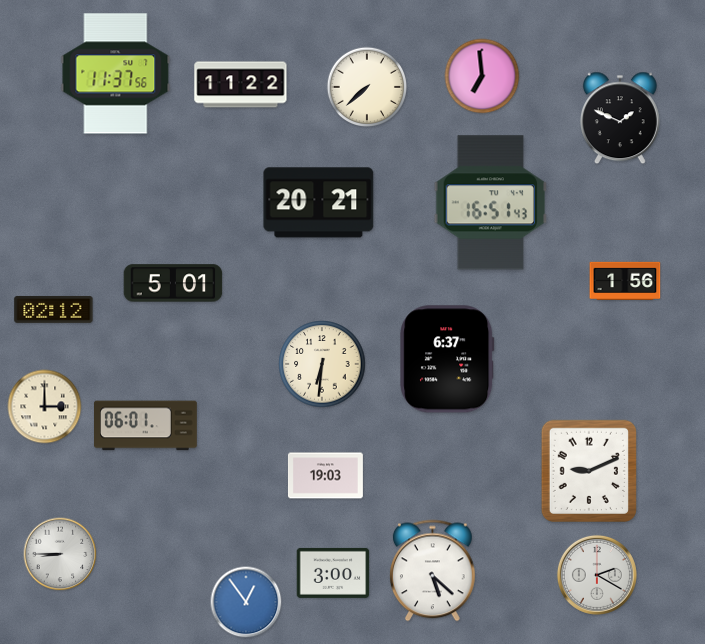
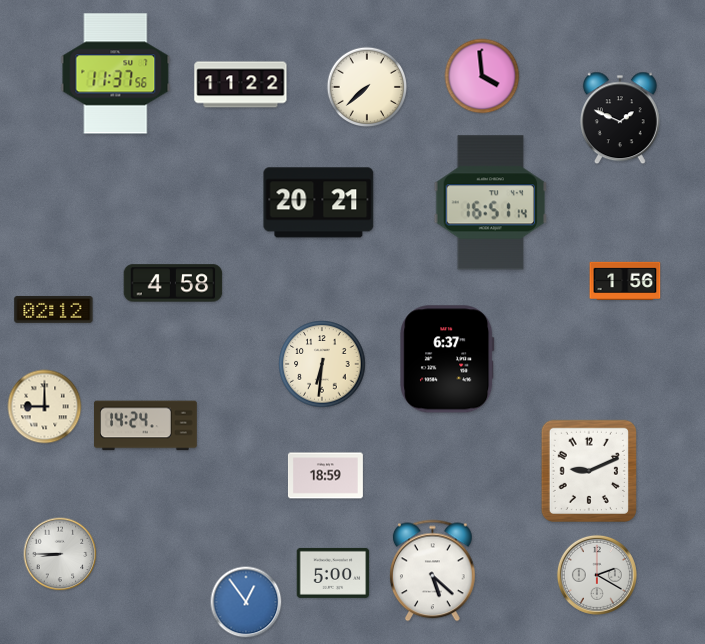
clock at (482, 76): 6:59 -> 3:59
clock at (491, 203): 16:51:43 -> 16:51:14
clock at (173, 283): 5:01 -> 4:58
clock at (45, 407): 3:00 -> 9:00
clock at (146, 426): 06:01 -> 14:24
clock at (325, 476): 19:03 -> 18:59
clock at (333, 573): 3:00 -> 5:00
